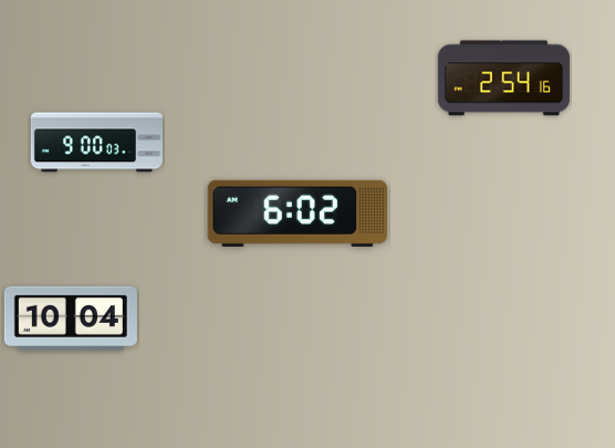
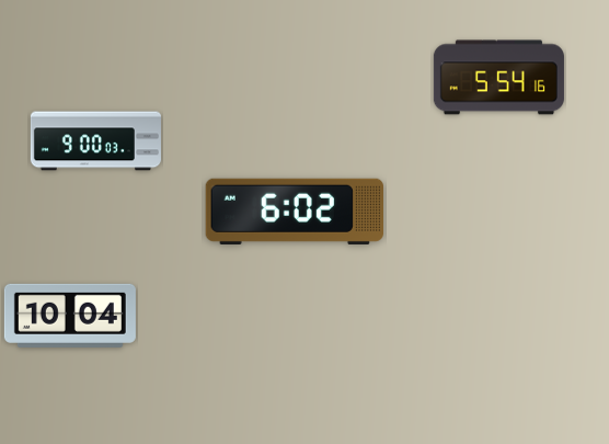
clock at (503, 79): 2:54 -> 5:54
